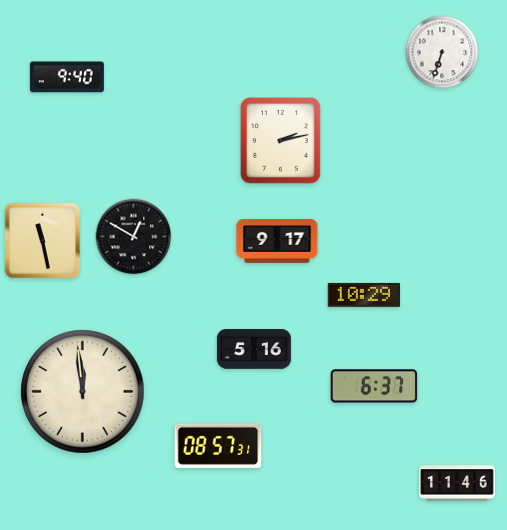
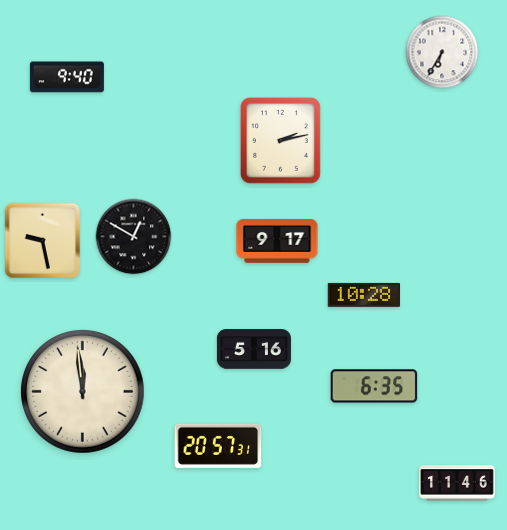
clock at (442, 52): 6:33 -> 6:35
clock at (43, 241): 11:28 -> 9:28
clock at (363, 295): 10:29 -> 10:28
clock at (374, 386): 6:37 -> 6:35
clock at (218, 446): 08:57 -> 20:57
